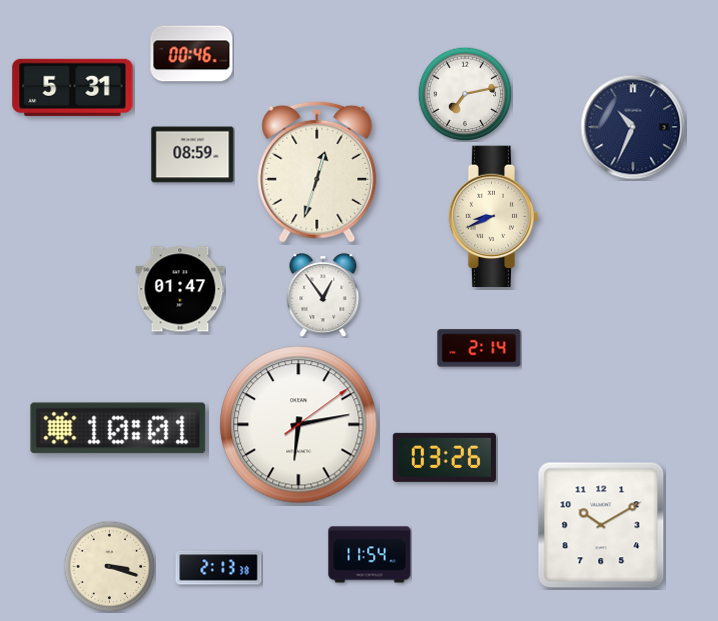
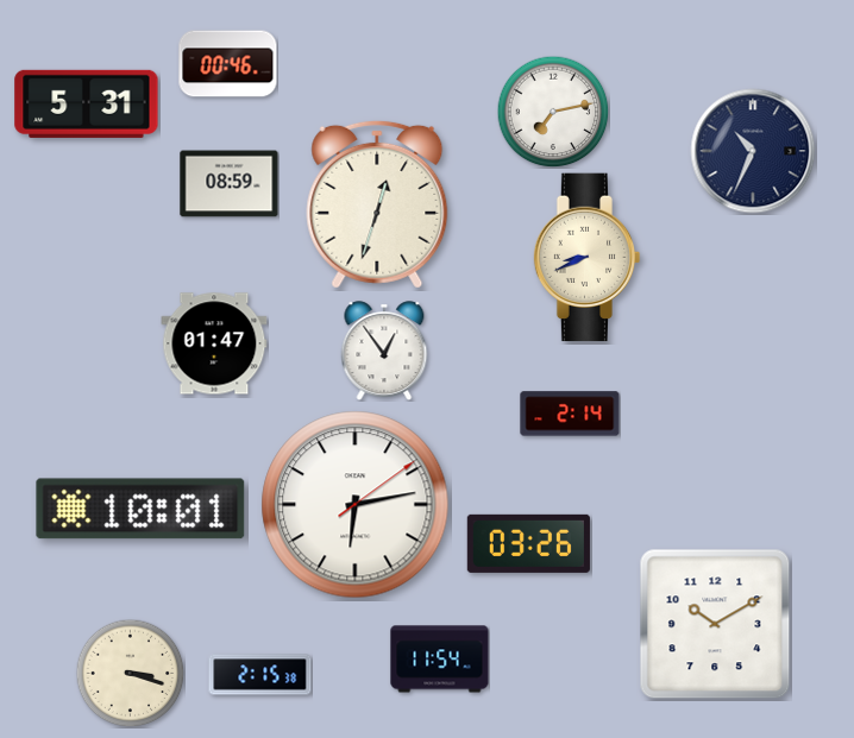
clock at (219, 568): 2:13 -> 2:15
